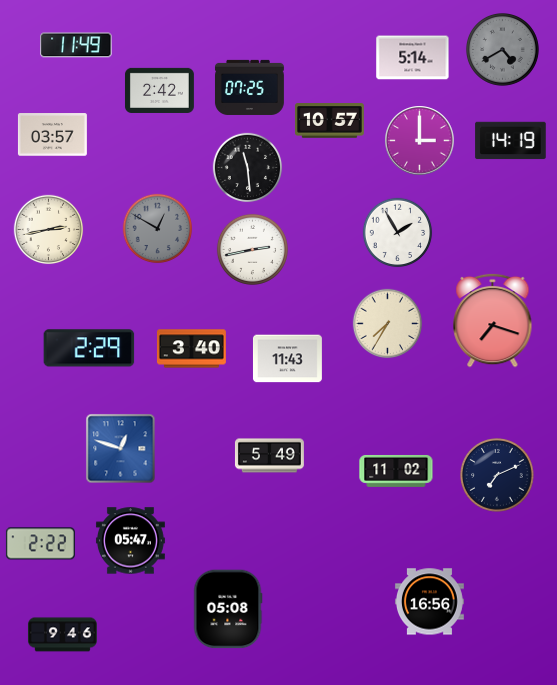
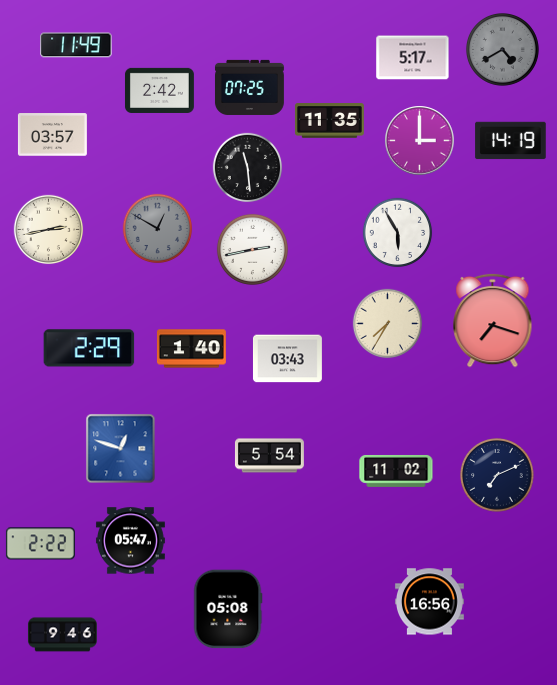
clock at (413, 58): 5:14 -> 5:17
clock at (329, 121): 10:57 -> 11:35
clock at (398, 233): 1:55 -> 5:55
clock at (191, 349): 3:40 -> 1:40
clock at (287, 359): 11:43 -> 03:43
clock at (269, 456): 5:49 -> 5:54
